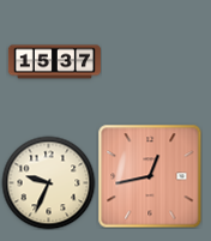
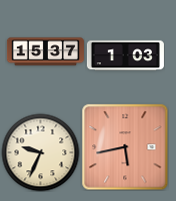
clock at (125, 56): none -> 1:03
clock at (150, 176): 12:43 -> 5:43
